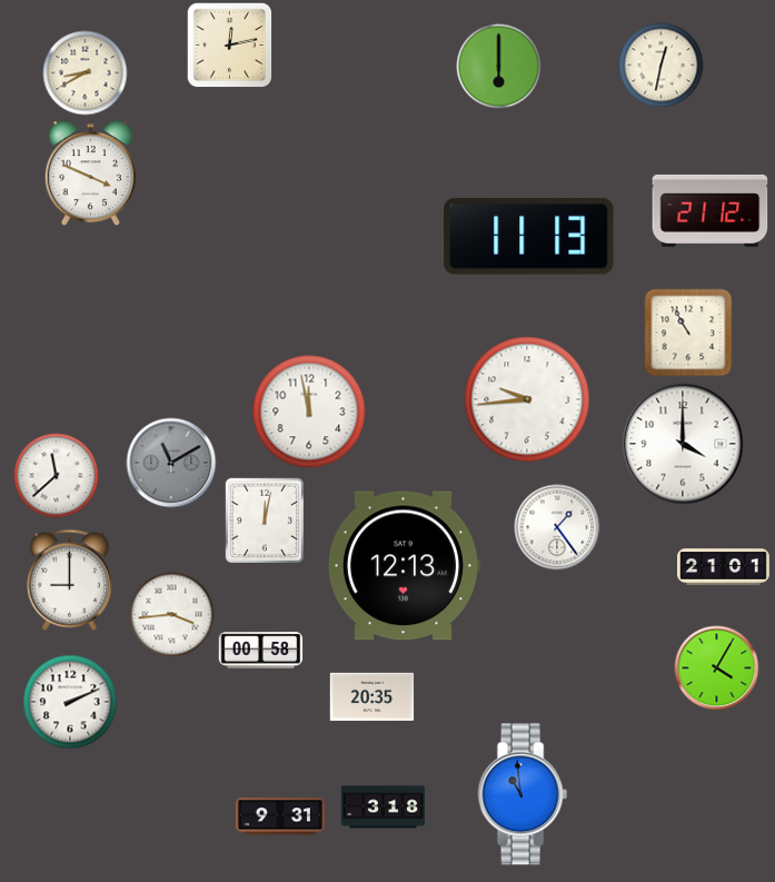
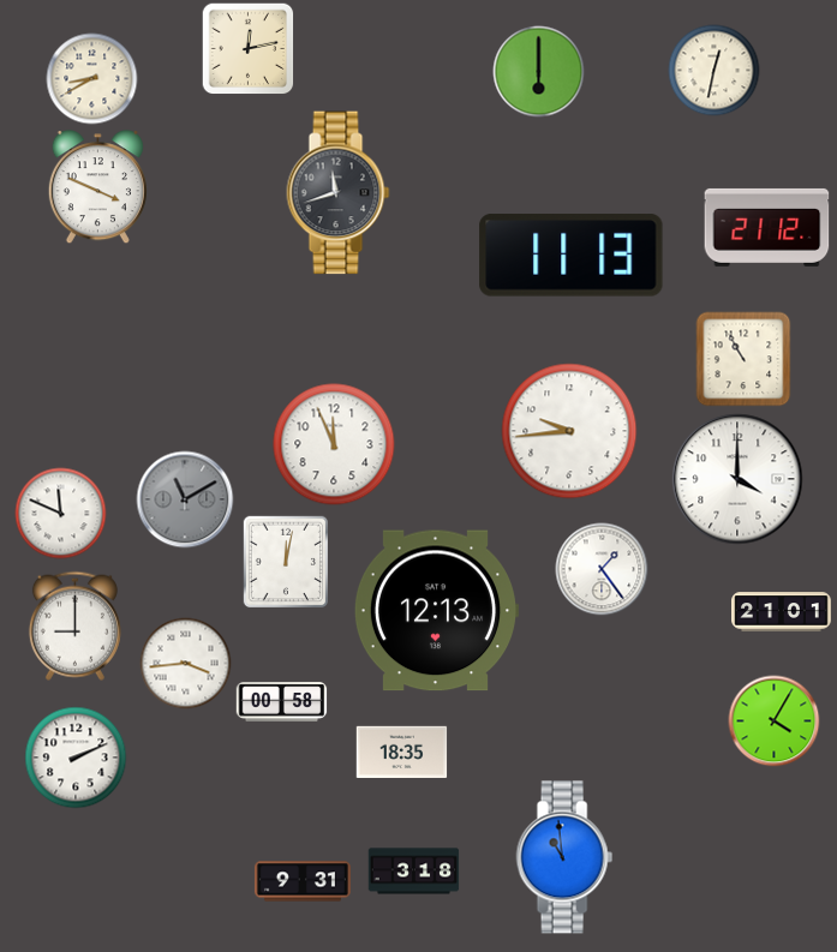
clock at (339, 193): none -> 11:42
clock at (309, 412): 11:58 -> 11:56
clock at (57, 476): 11:38 -> 11:49
clock at (372, 696): 20:35 -> 18:35
